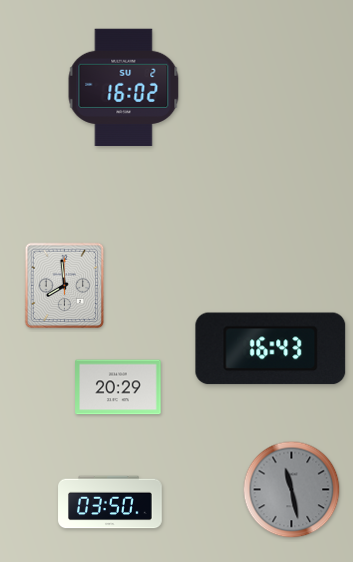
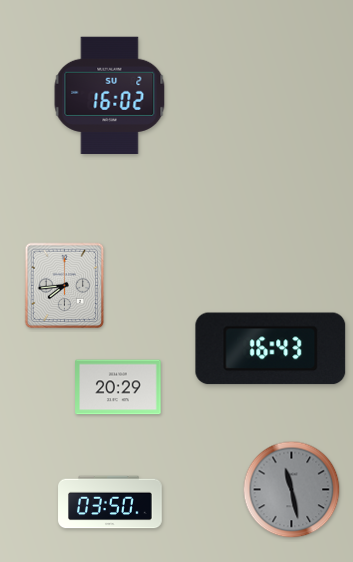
clock at (124, 87) position: (124, 87) -> (110, 95)
clock at (65, 286): 7:59 -> 7:44
